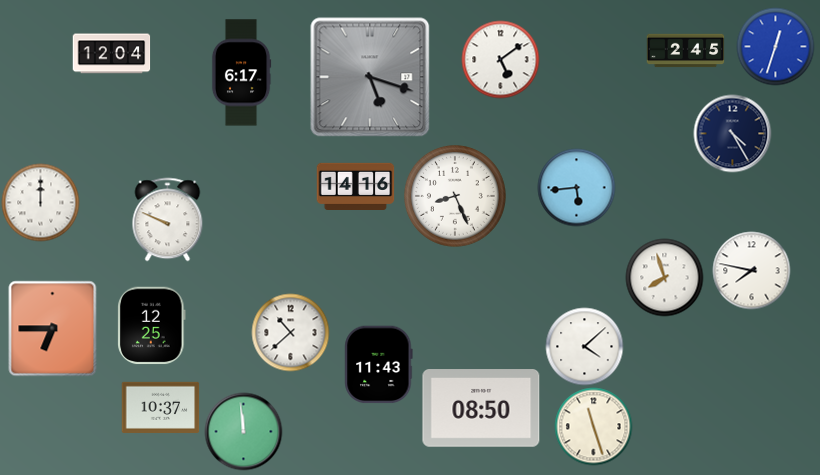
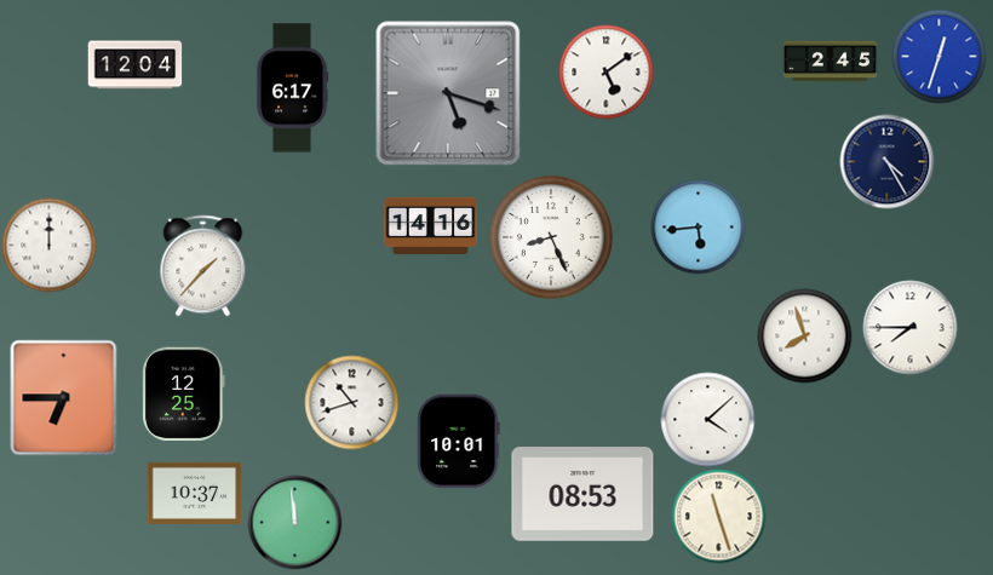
clock at (168, 219): 9:49 -> 1:37
clock at (751, 270): 7:47 -> 7:45
clock at (290, 332): 10:38 -> 10:42
clock at (379, 364): 11:43 -> 10:01
clock at (481, 408): 08:50 -> 08:53
